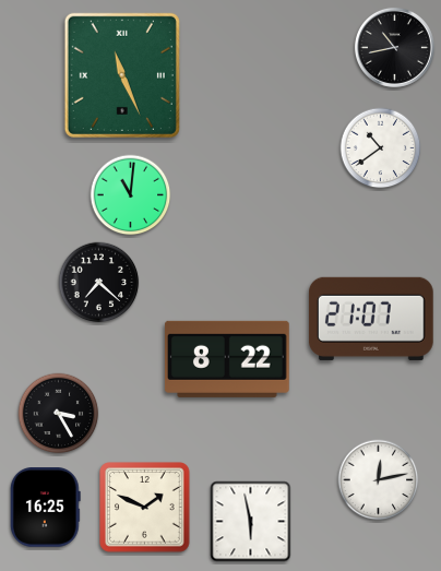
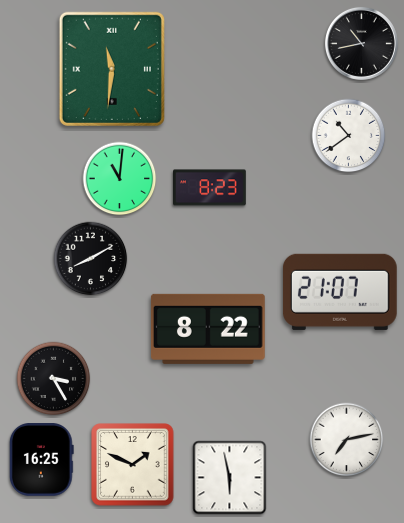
clock at (122, 75): 11:26 -> 11:31
clock at (210, 188): none -> 8:23
clock at (99, 283): 7:22 -> 8:10
clock at (379, 480): 12:13 -> 7:13
clock at (45, 508) position: (45, 508) -> (41, 460)
